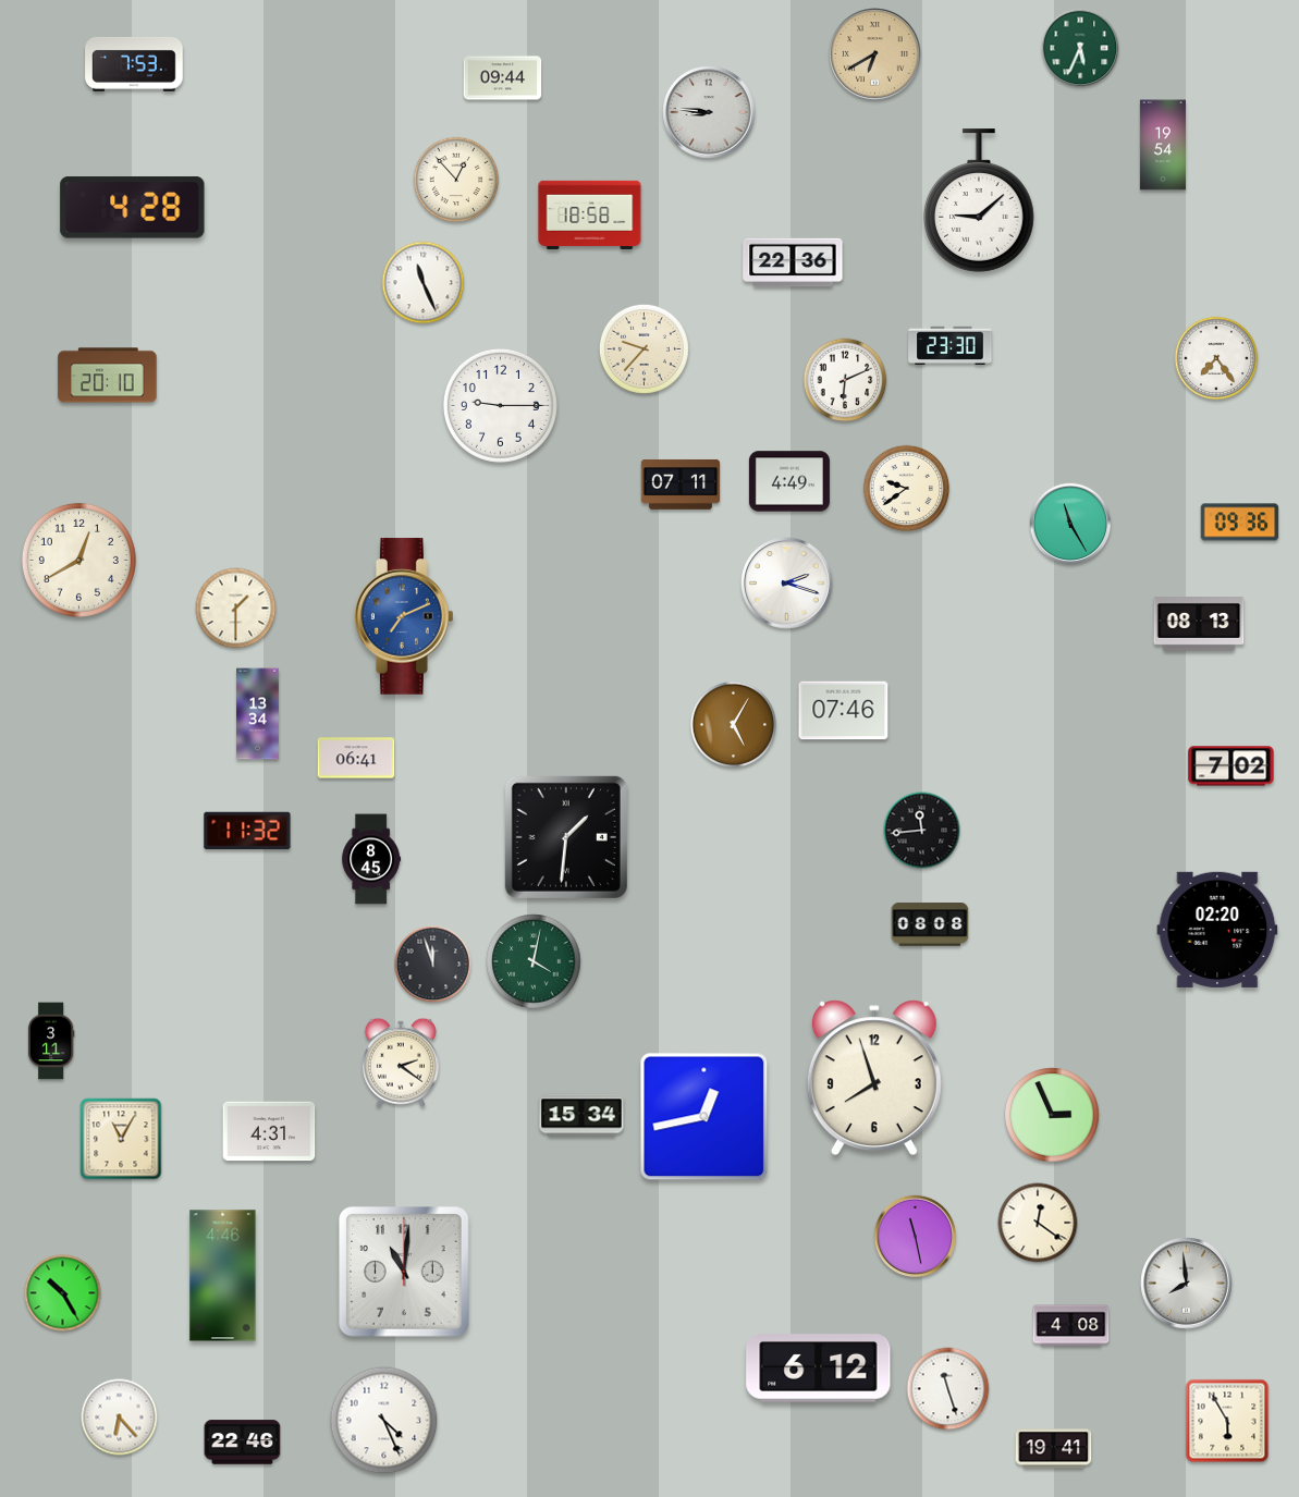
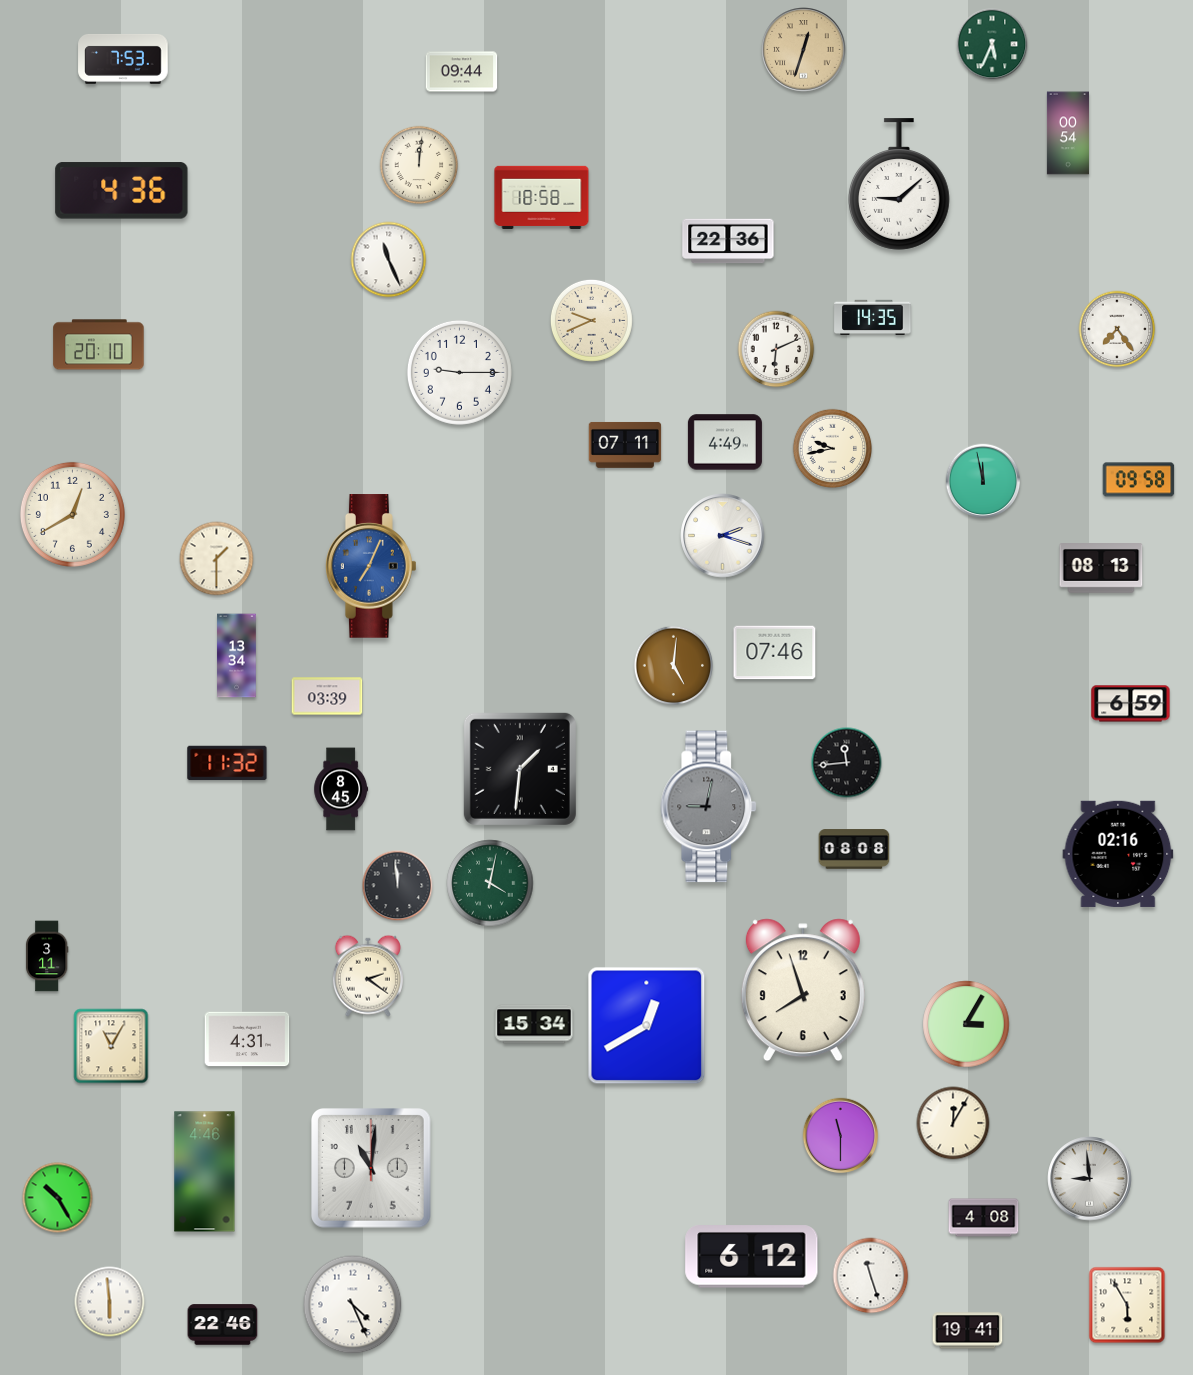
clock at (875, 54): 6:40 -> 12:33
clock at (709, 112): 8:46 -> none
clock at (1163, 145): 19:54 -> 00:54
clock at (456, 180): 12:53 -> 12:01
clock at (133, 208): 4:28 -> 4:36
clock at (951, 345): 23:30 -> 14:35
clock at (644, 348): 9:37 -> 9:41
clock at (907, 489): 9:39 -> 9:43
clock at (1240, 523): 09:36 -> 09:58
clock at (1070, 524): 11:25 -> 11:58
clock at (405, 616): 7:11 -> 7:04
clock at (1199, 625) position: (1199, 625) -> (1101, 569)
clock at (734, 725): 5:05 -> 5:01
clock at (356, 758): 06:41 -> 03:39
clock at (1231, 766): 7:02 -> 6:59
clock at (709, 807): none -> 9:02
clock at (1217, 930): 02:20 -> 02:16
clock at (433, 965): 11:57 -> 11:59
clock at (1052, 1115): 2:56 -> 3:05
clock at (704, 1117): 12:43 -> 12:40
clock at (1038, 1223): 12:21 -> 12:05
clock at (916, 1237): 11:28 -> 11:30
clock at (1187, 1284): 7:59 -> 8:59
clock at (63, 1293) position: (63, 1293) -> (58, 1198)
clock at (120, 1418): 6:23 -> 5:59
